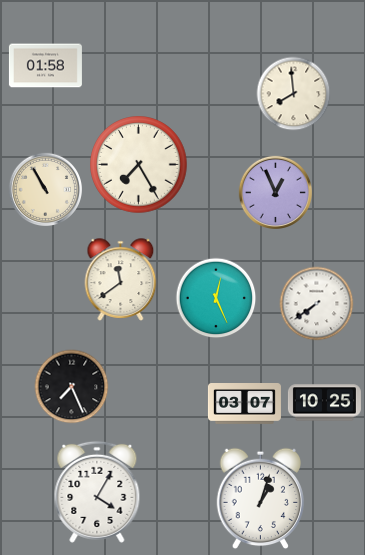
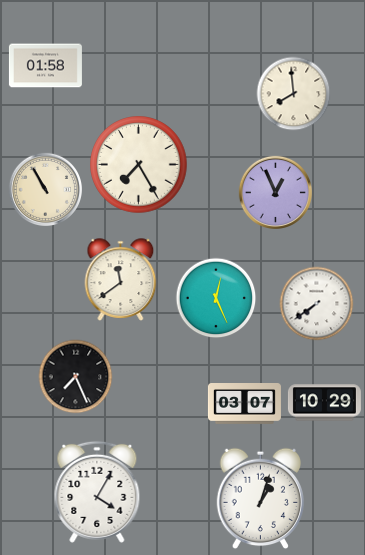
clock at (72, 387) position: (72, 387) -> (76, 377)
clock at (324, 403): 10:25 -> 10:29
